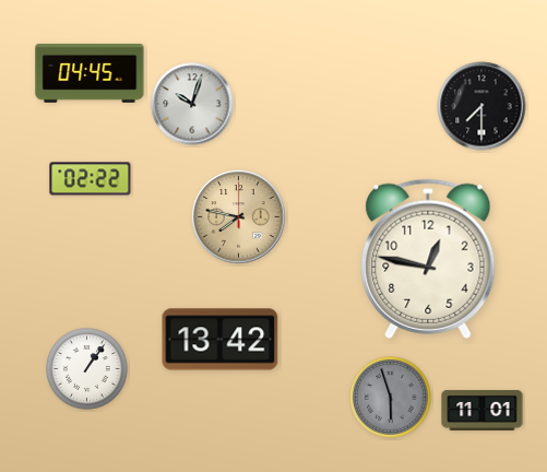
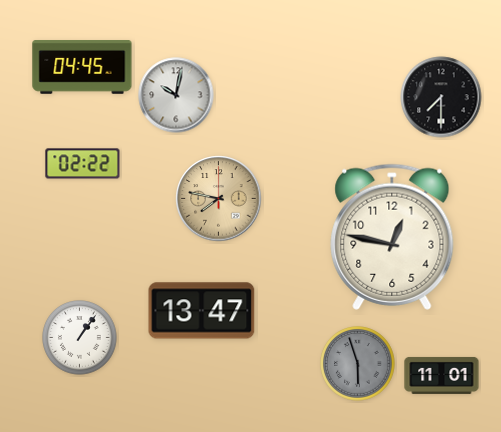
clock at (192, 104): 10:03 -> 10:02
clock at (221, 340): 13:42 -> 13:47
